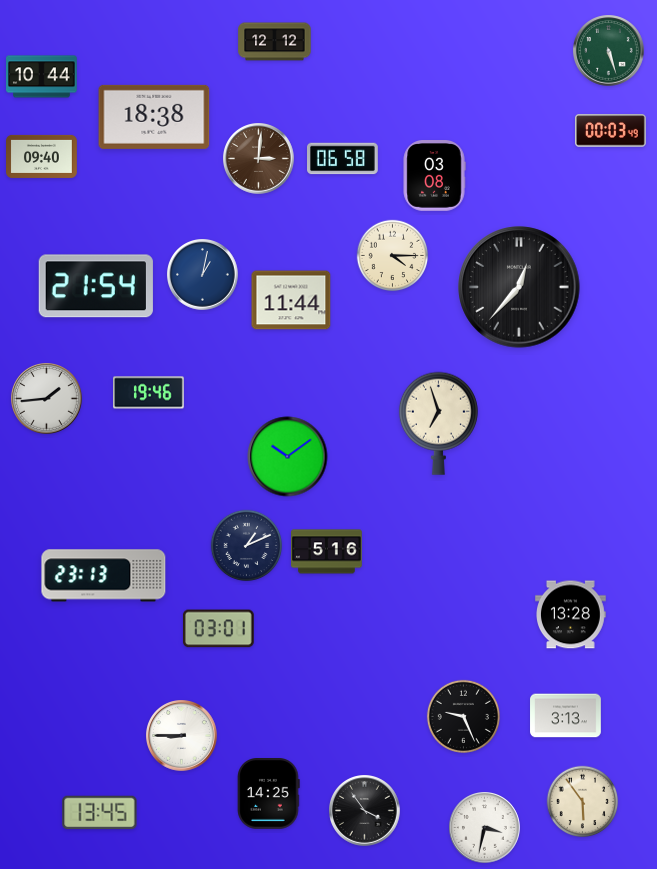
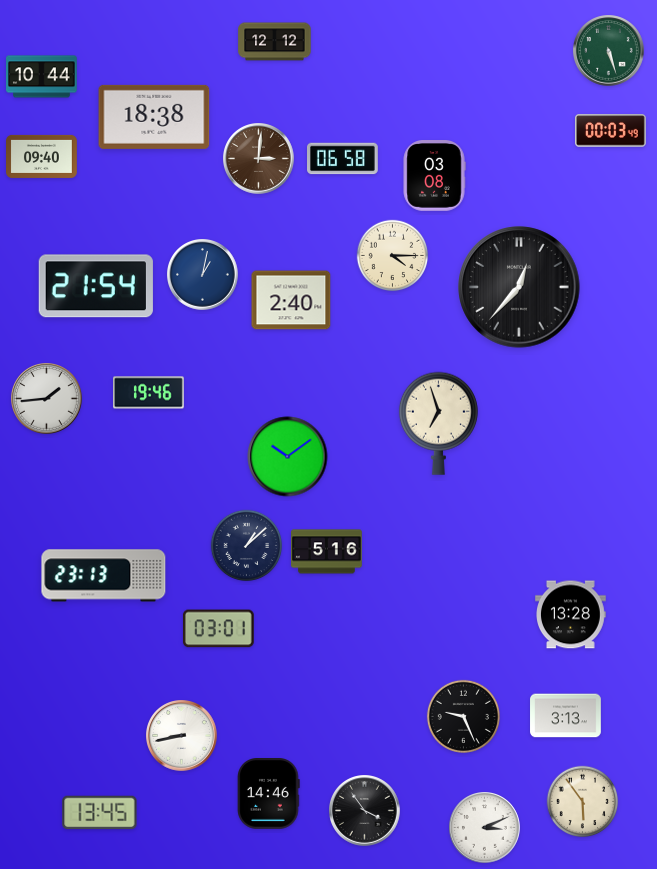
clock at (291, 300): 11:44 -> 2:40
clock at (247, 546): 1:11 -> 1:08
clock at (182, 736): 8:45 -> 8:43
clock at (269, 794): 14:25 -> 14:46
clock at (485, 828): 3:32 -> 3:11
